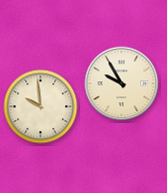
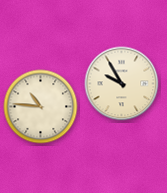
clock at (41, 107): 9:59 -> 10:46
